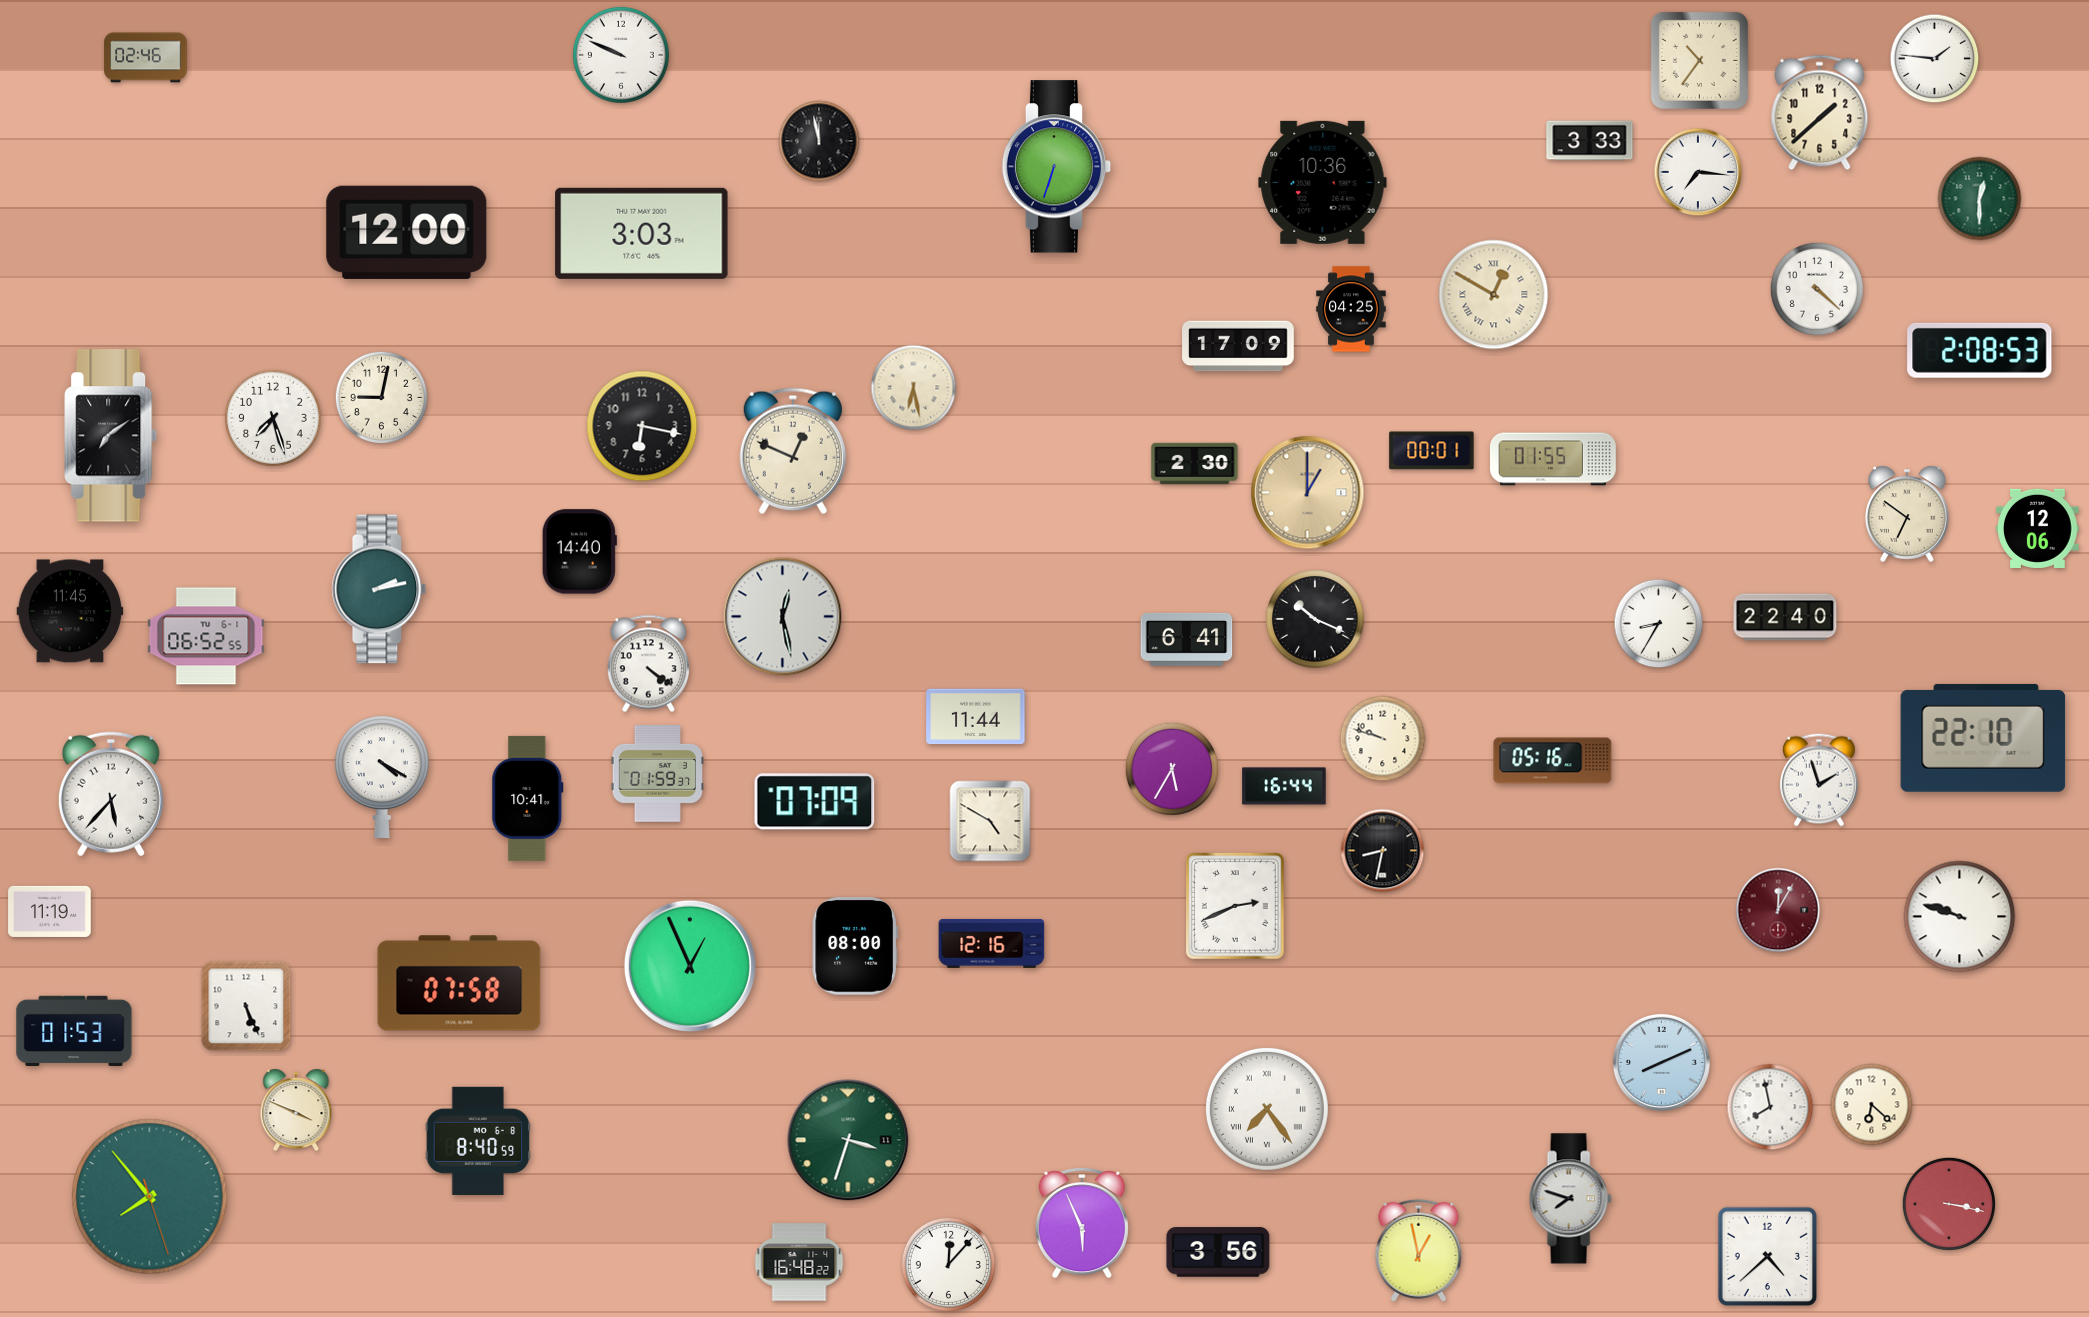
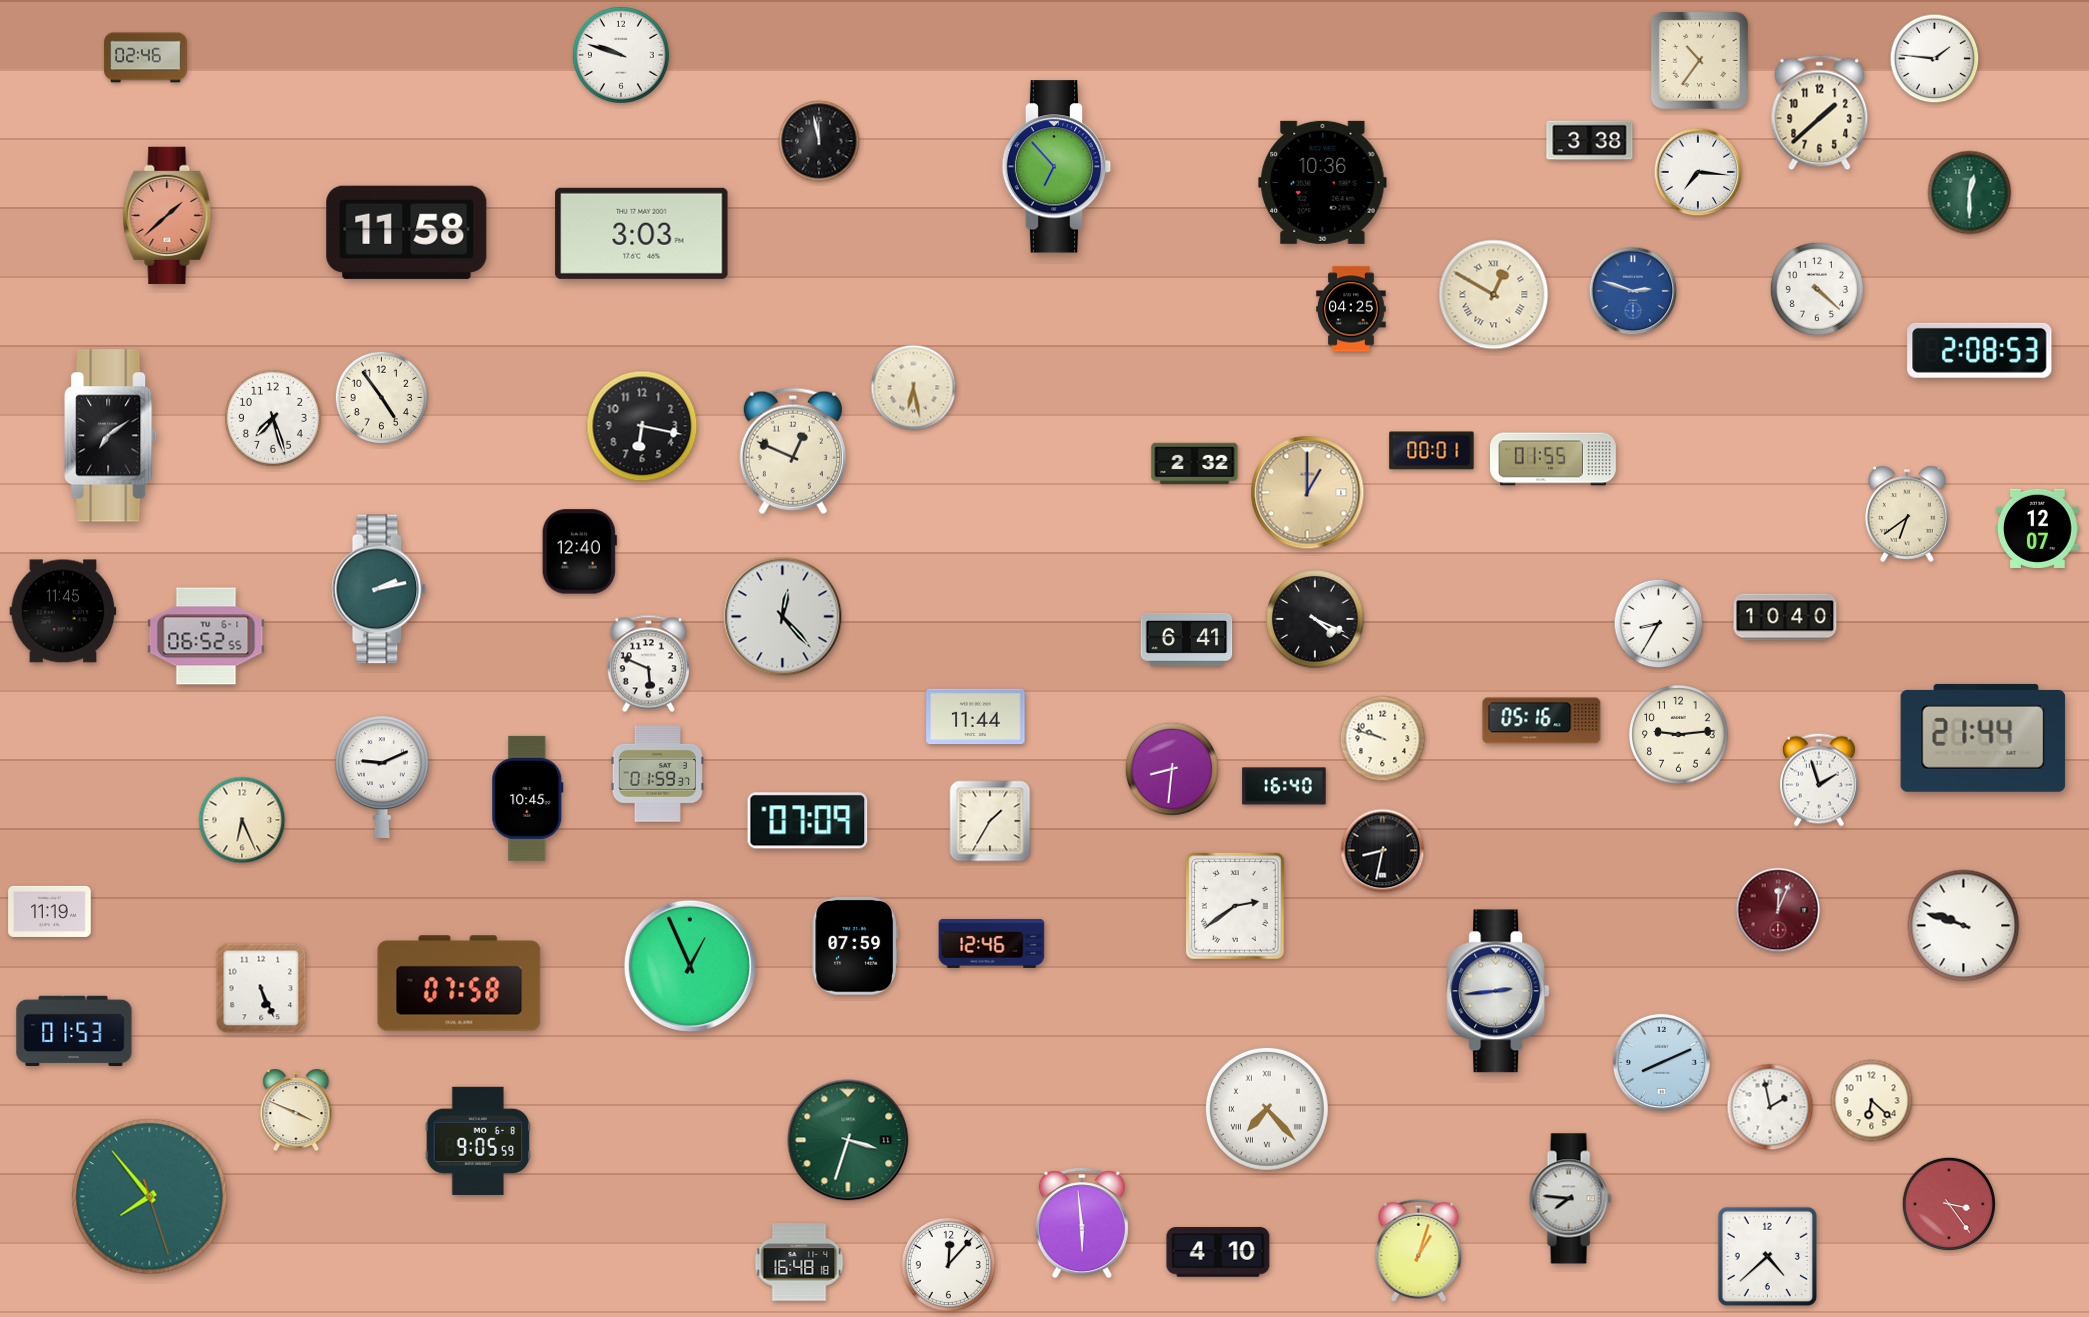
clock at (621, 55): 9:49 -> 9:48
clock at (1590, 141): 3:33 -> 3:38
clock at (1057, 167): 6:33 -> 6:53
clock at (1980, 199) position: (1980, 199) -> (1970, 193)
clock at (168, 215): none -> 1:38
clock at (407, 232): 12:00 -> 11:58
clock at (1633, 291): none -> 2:48
clock at (1238, 346): 17:09 -> none
clock at (381, 397): 9:02 -> 4:54
clock at (1195, 464): 2:30 -> 2:32
clock at (1907, 514): 6:51 -> 6:39
clock at (2038, 528): 12:06 -> 12:07
clock at (579, 552): 14:40 -> 12:40
clock at (70, 611) position: (70, 611) -> (63, 611)
clock at (783, 617): 12:28 -> 12:23
clock at (1785, 617): 22:40 -> 10:40
clock at (1315, 619): 10:19 -> 4:19
clock at (648, 664): 4:21 -> 5:49
clock at (1679, 735): none -> 9:14
clock at (1983, 738): 22:10 -> 21:44
clock at (1553, 761) position: (1553, 761) -> (1542, 721)
clock at (1172, 769): 5:35 -> 8:31
clock at (382, 776): 4:20 -> 9:11
clock at (1284, 786): 16:44 -> 16:40
clock at (111, 794): 5:37 -> none
clock at (528, 798): 10:41 -> 10:45
clock at (815, 802) position: (815, 802) -> (808, 821)
clock at (242, 820): none -> 6:26
clock at (990, 821): 4:50 -> 1:35
clock at (1236, 906): 2:41 -> 2:39
clock at (1778, 910): 12:05 -> 12:04
clock at (1960, 917) position: (1960, 917) -> (1964, 926)
clock at (992, 943): 12:16 -> 12:46
clock at (855, 946): 08:00 -> 07:59
clock at (1498, 991): none -> 2:44
clock at (246, 1006) position: (246, 1006) -> (261, 988)
clock at (1872, 1105) position: (1872, 1105) -> (1872, 1101)
clock at (1770, 1107): 7:58 -> 1:58
clock at (1267, 1109): 7:24 -> 7:23
clock at (478, 1141): 8:40 -> 9:05
clock at (1570, 1199): 7:48 -> 7:46
clock at (1949, 1204): 3:17 -> 3:24
clock at (1082, 1223): 5:56 -> 5:59
clock at (1419, 1250): 12:58 -> 1:03
clock at (1218, 1252): 3:56 -> 4:10
clock at (799, 1262): 16:48:22 -> 16:48:18
